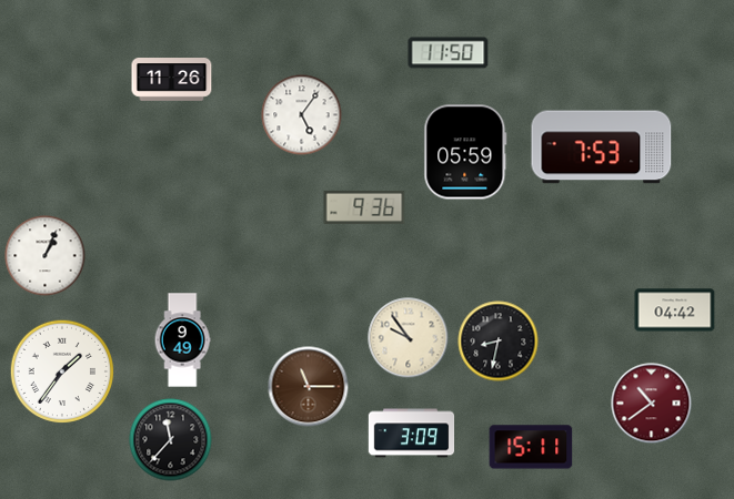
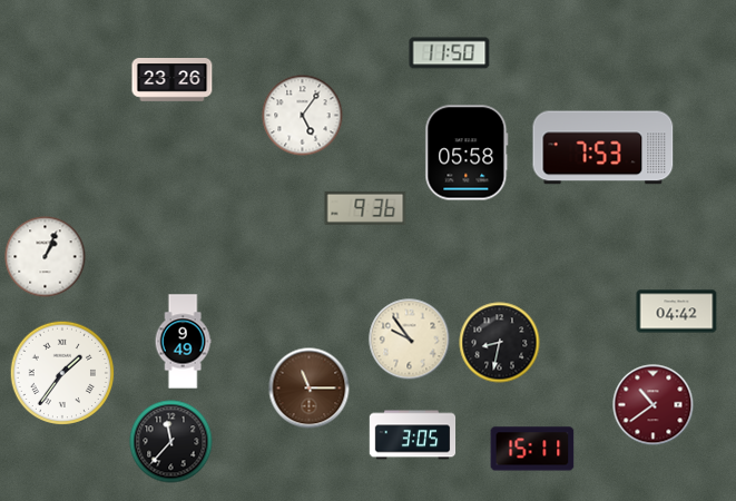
clock at (172, 80): 11:26 -> 23:26
clock at (465, 152): 05:59 -> 05:58
clock at (412, 434): 3:09 -> 3:05
